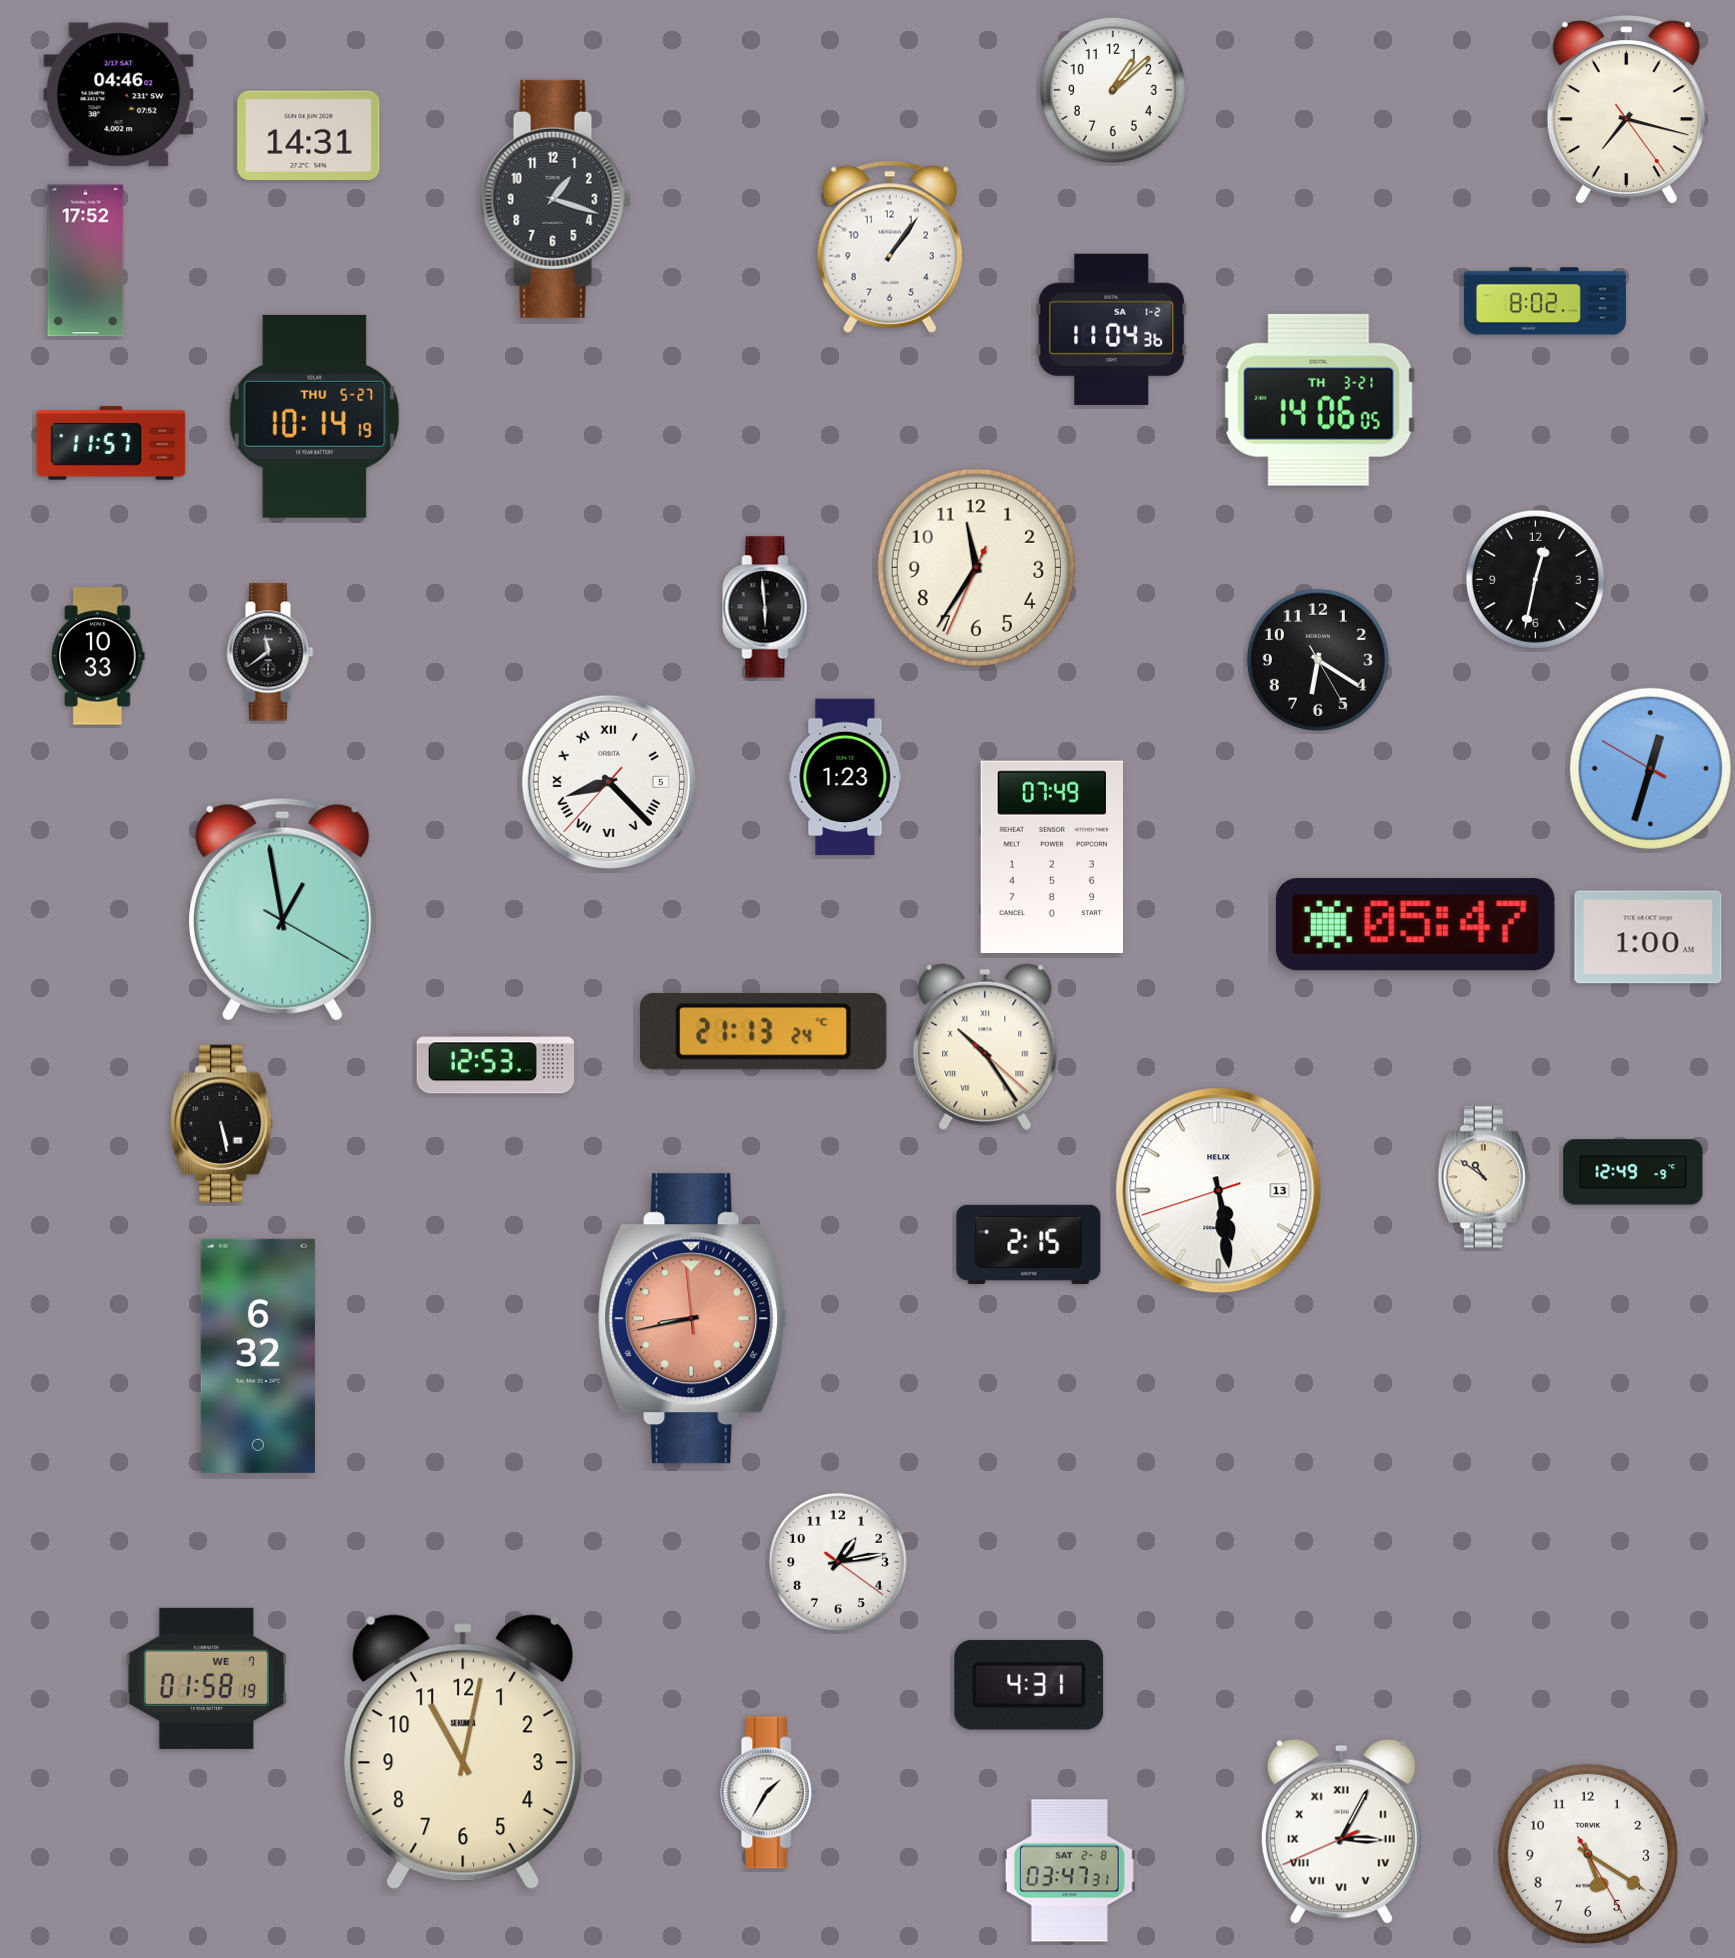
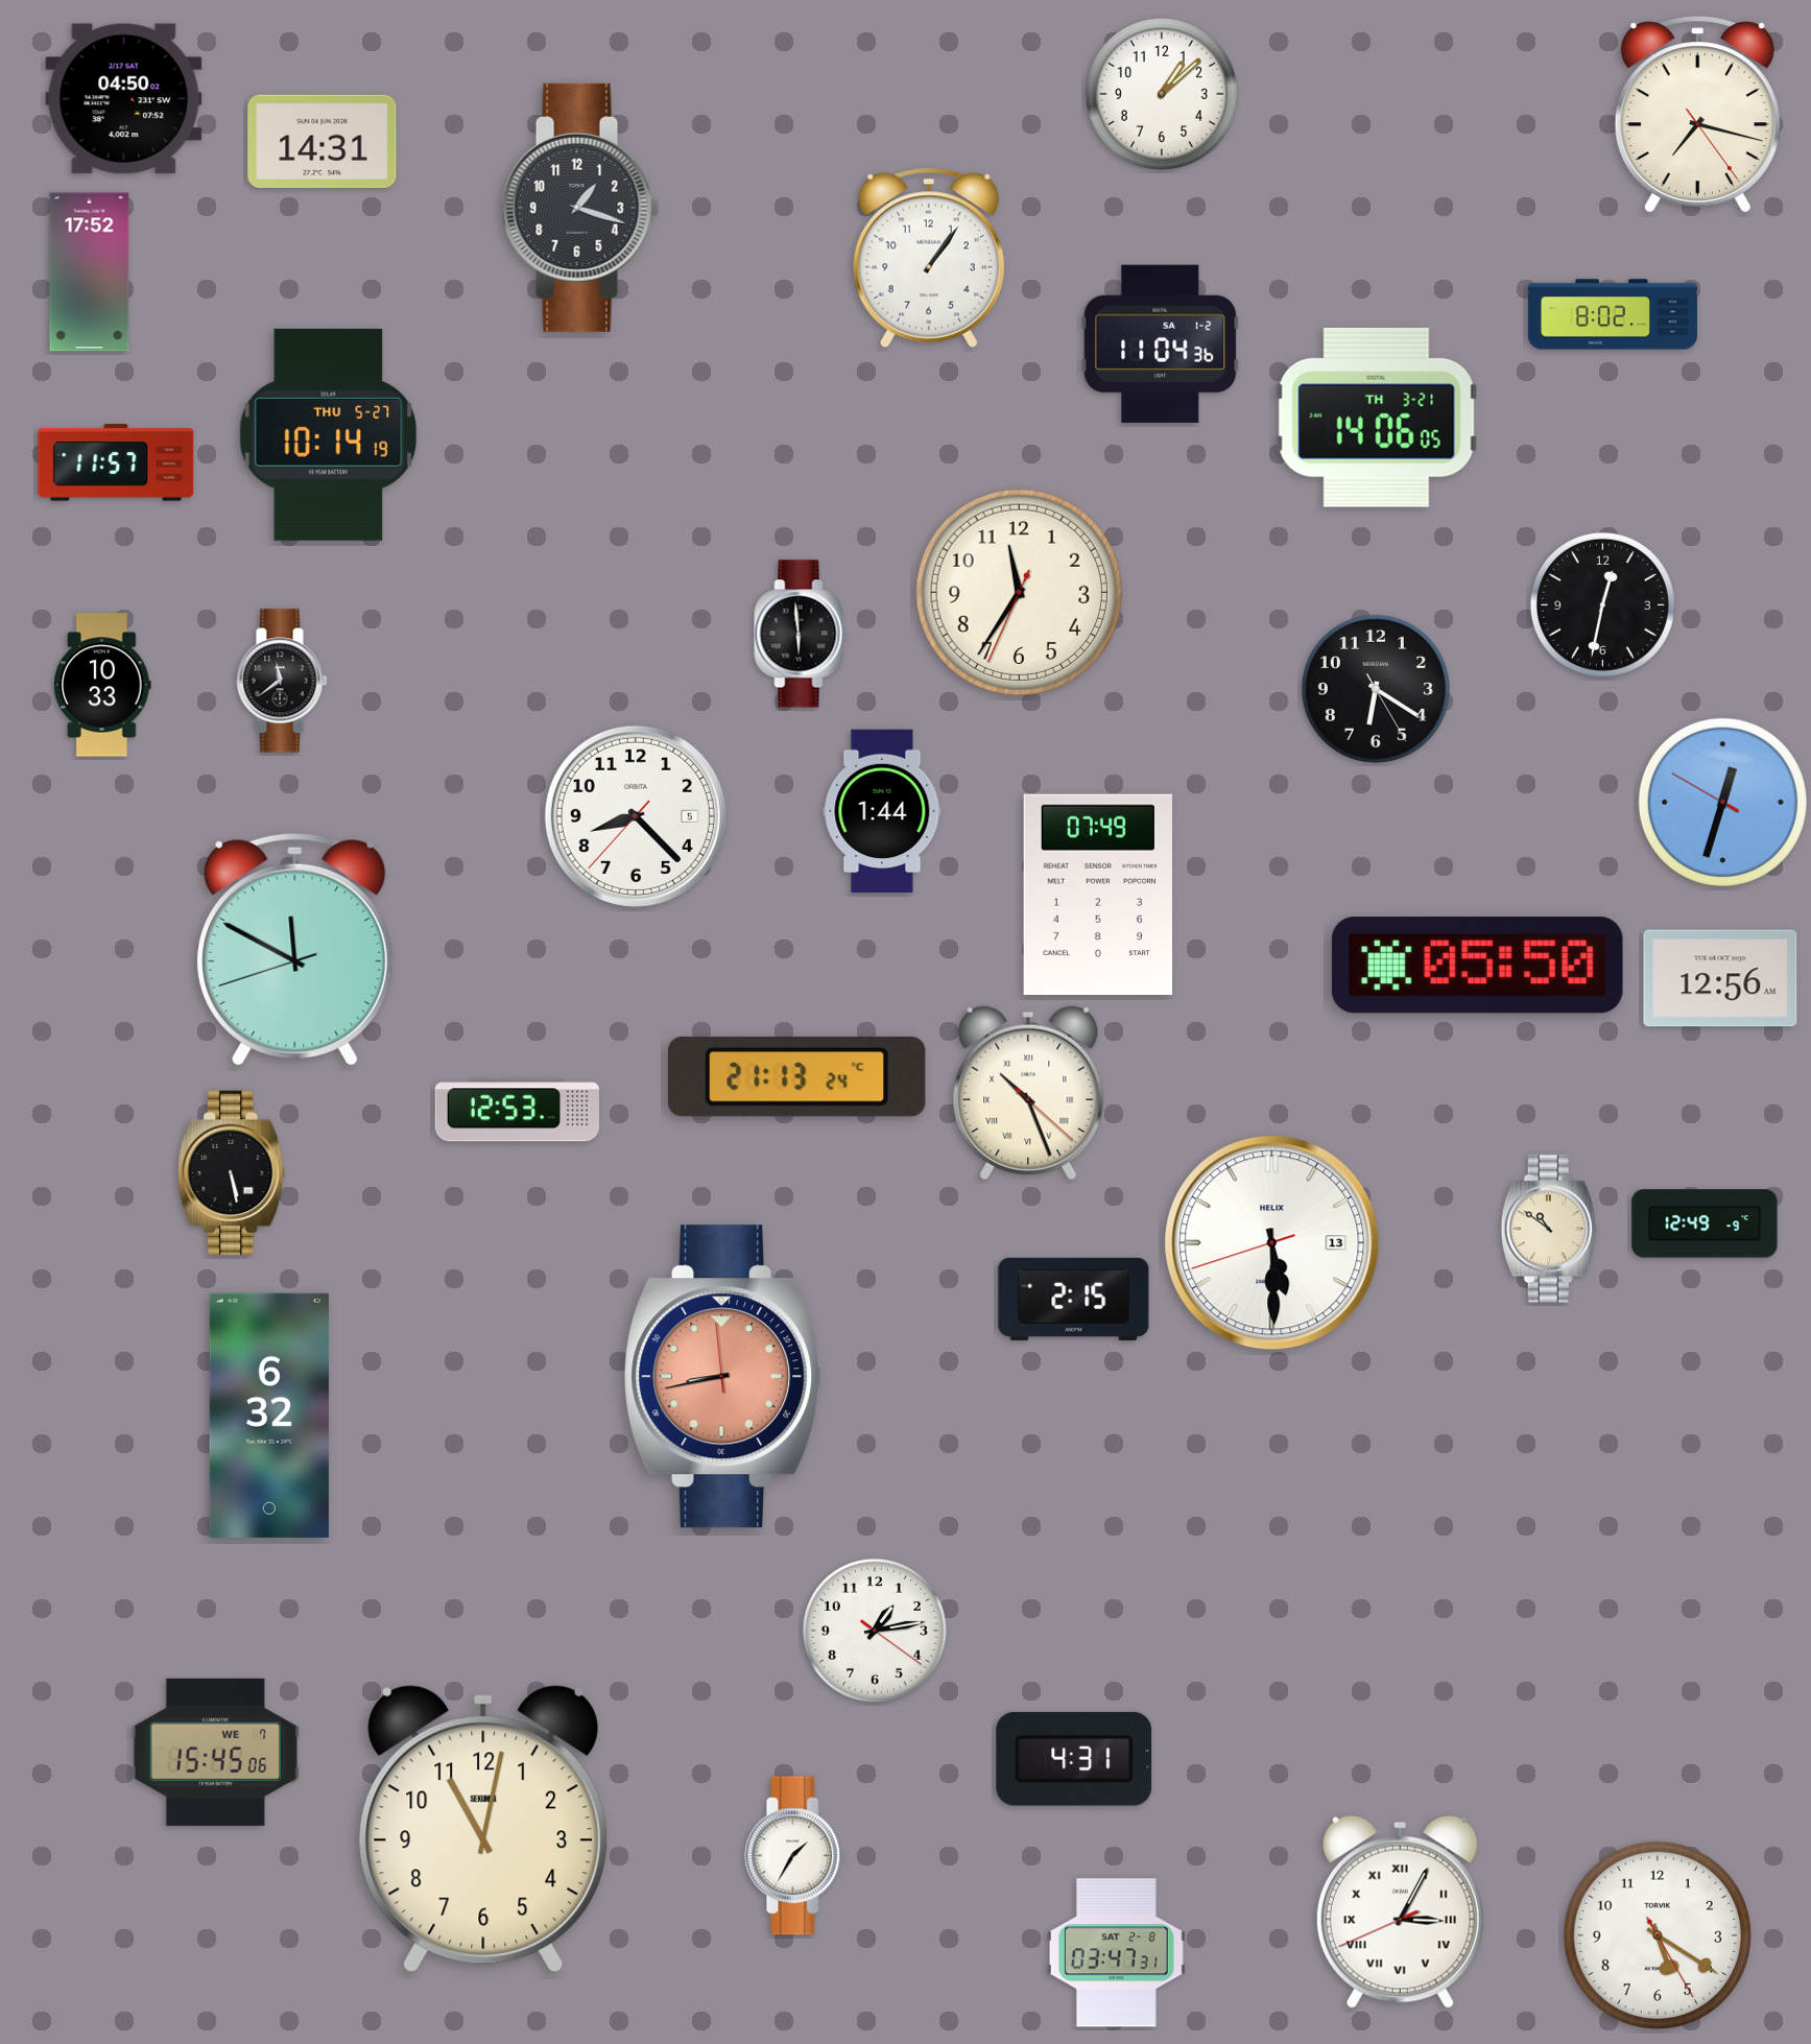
clock at (119, 95): 04:46 -> 04:50
clock at (845, 777): 1:23 -> 1:44
clock at (609, 782) numerals: Roman -> Arabic
clock at (283, 909): 12:58 -> 11:49
clock at (1415, 925): 05:47 -> 05:50
clock at (1648, 937): 1:00 -> 12:56
clock at (985, 1047): 10:24 -> 10:26
clock at (1219, 1191): 5:28 -> 5:29
clock at (206, 1678): 01:58 -> 15:45
clock at (769, 1793) position: (769, 1793) -> (795, 1856)
